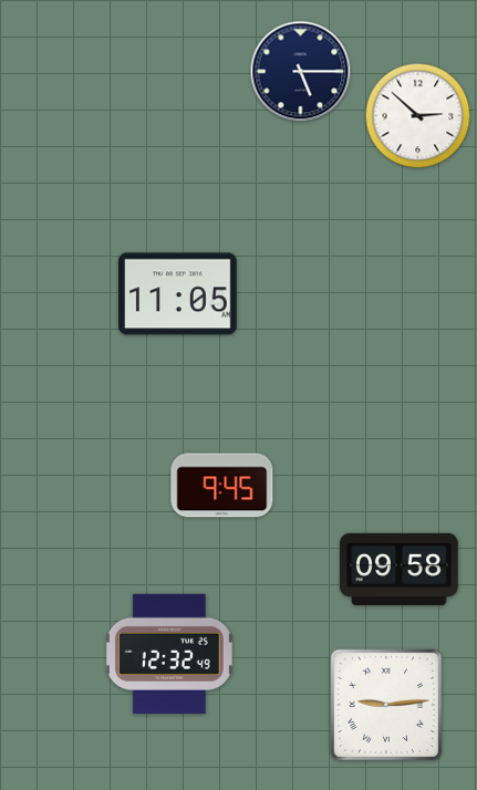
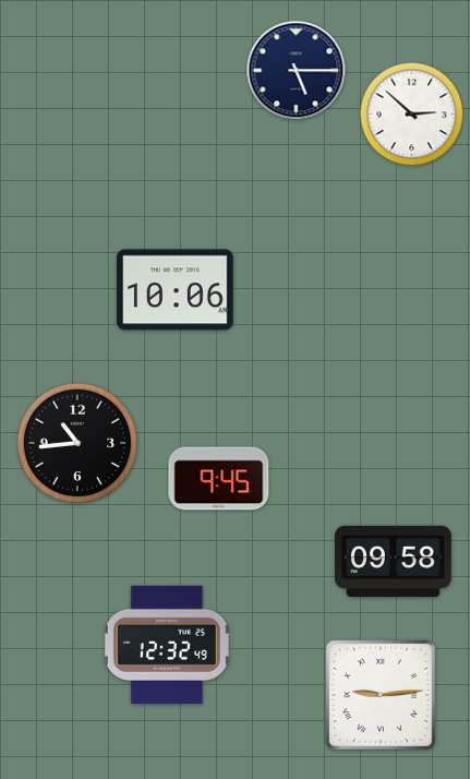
clock at (178, 294): 11:05 -> 10:06
clock at (76, 442): none -> 10:44
